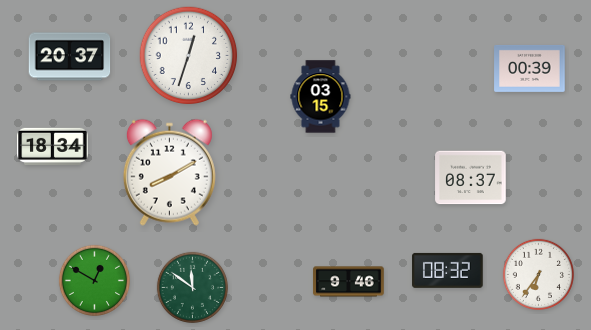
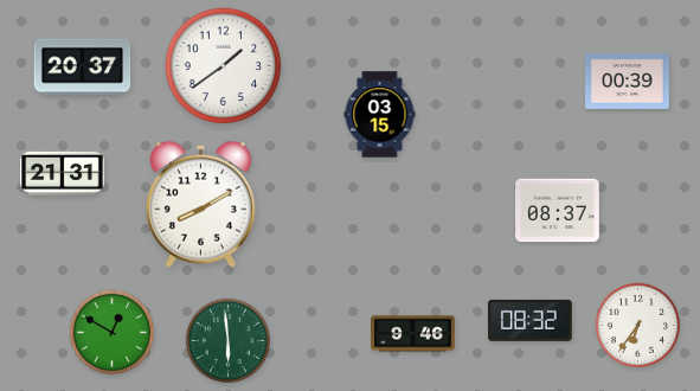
clock at (189, 56): 12:33 -> 1:39
clock at (53, 146): 18:34 -> 21:31
clock at (192, 287): 11:51 -> 5:59
